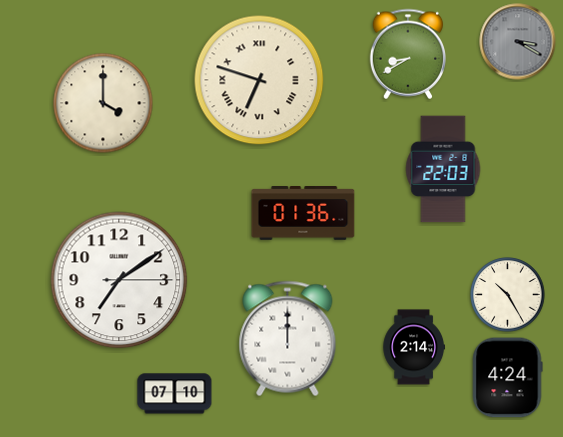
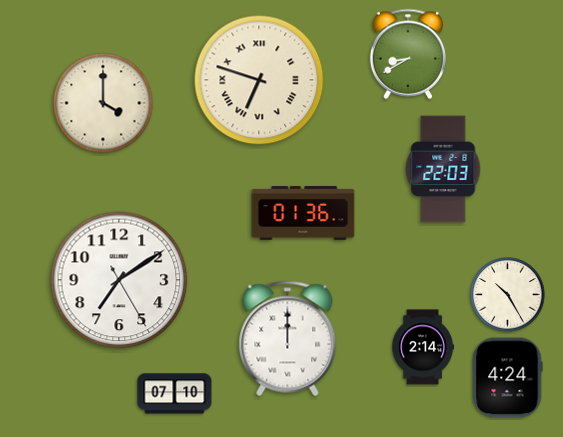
clock at (518, 42): 3:20 -> none
clock at (119, 280): 7:09:15 -> 7:09:25
clock at (413, 347) position: (413, 347) -> (422, 347)
